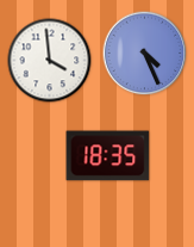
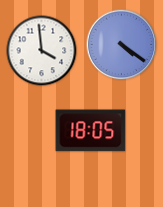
clock at (145, 54): 4:26 -> 4:21
clock at (108, 156): 18:35 -> 18:05
